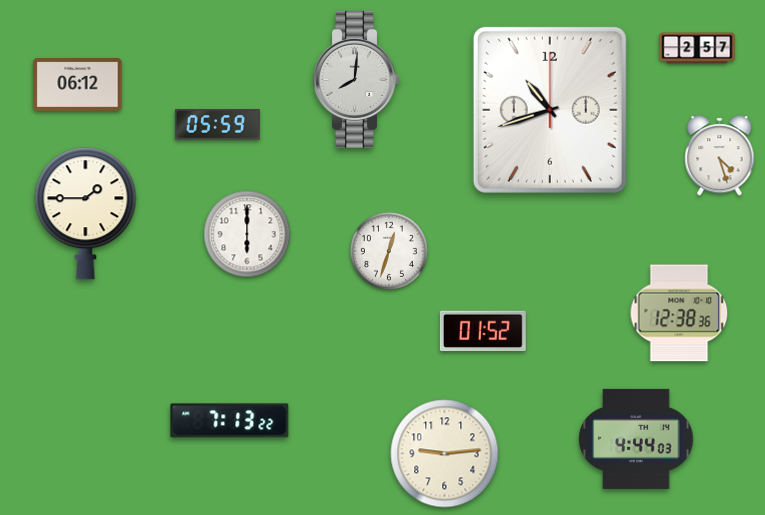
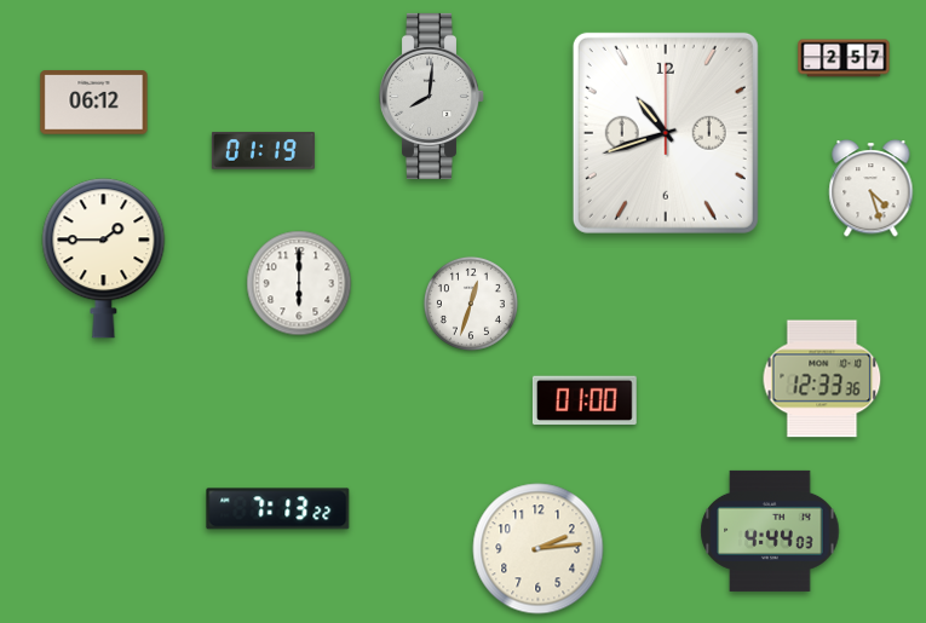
clock at (217, 125): 05:59 -> 01:19
clock at (679, 313): 12:38 -> 12:33
clock at (483, 331): 01:52 -> 01:00
clock at (445, 454): 9:14 -> 2:14
